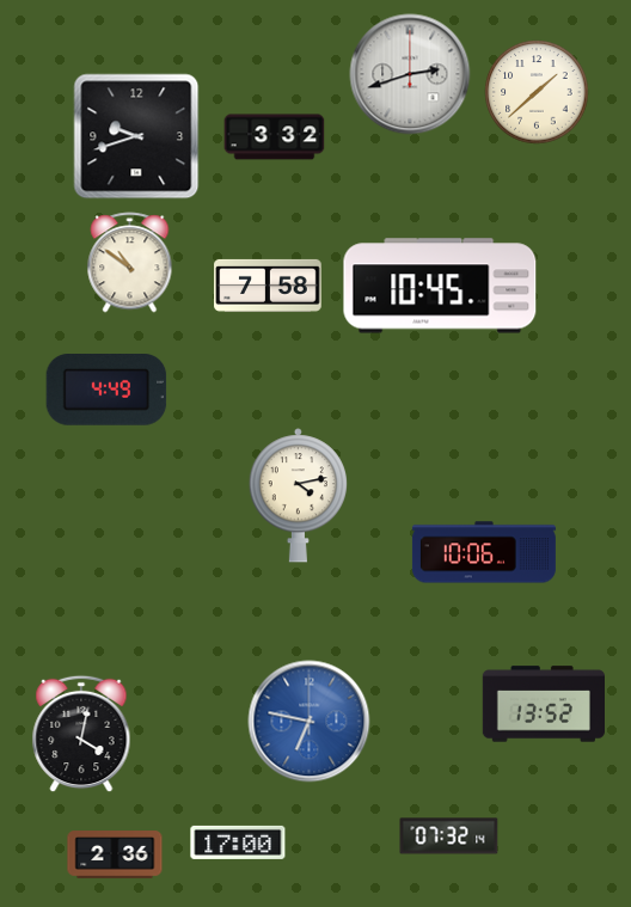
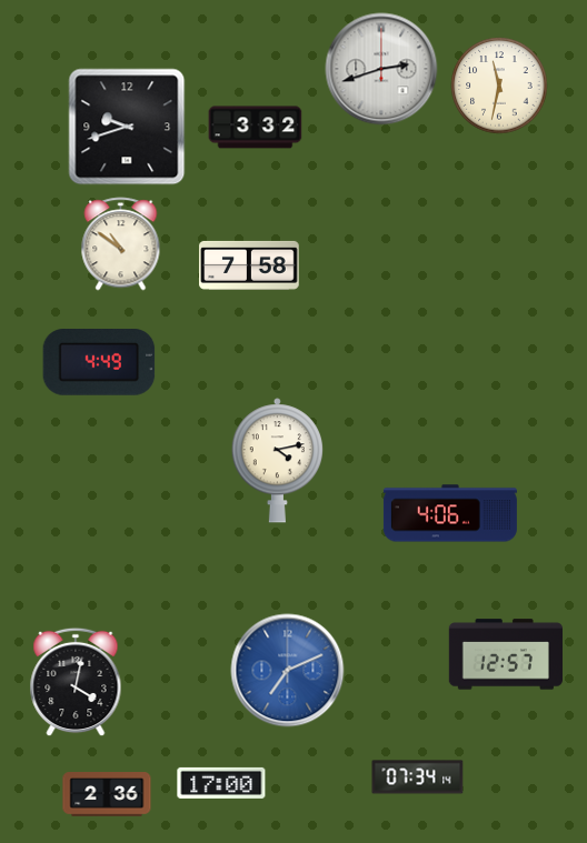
clock at (537, 92): 1:38 -> 11:32
clock at (440, 286): 10:45 -> none
clock at (484, 552): 10:06 -> 4:06
clock at (543, 704): 13:52 -> 12:57
clock at (310, 722): 6:47 -> 7:11
clock at (449, 836): 07:32 -> 07:34
